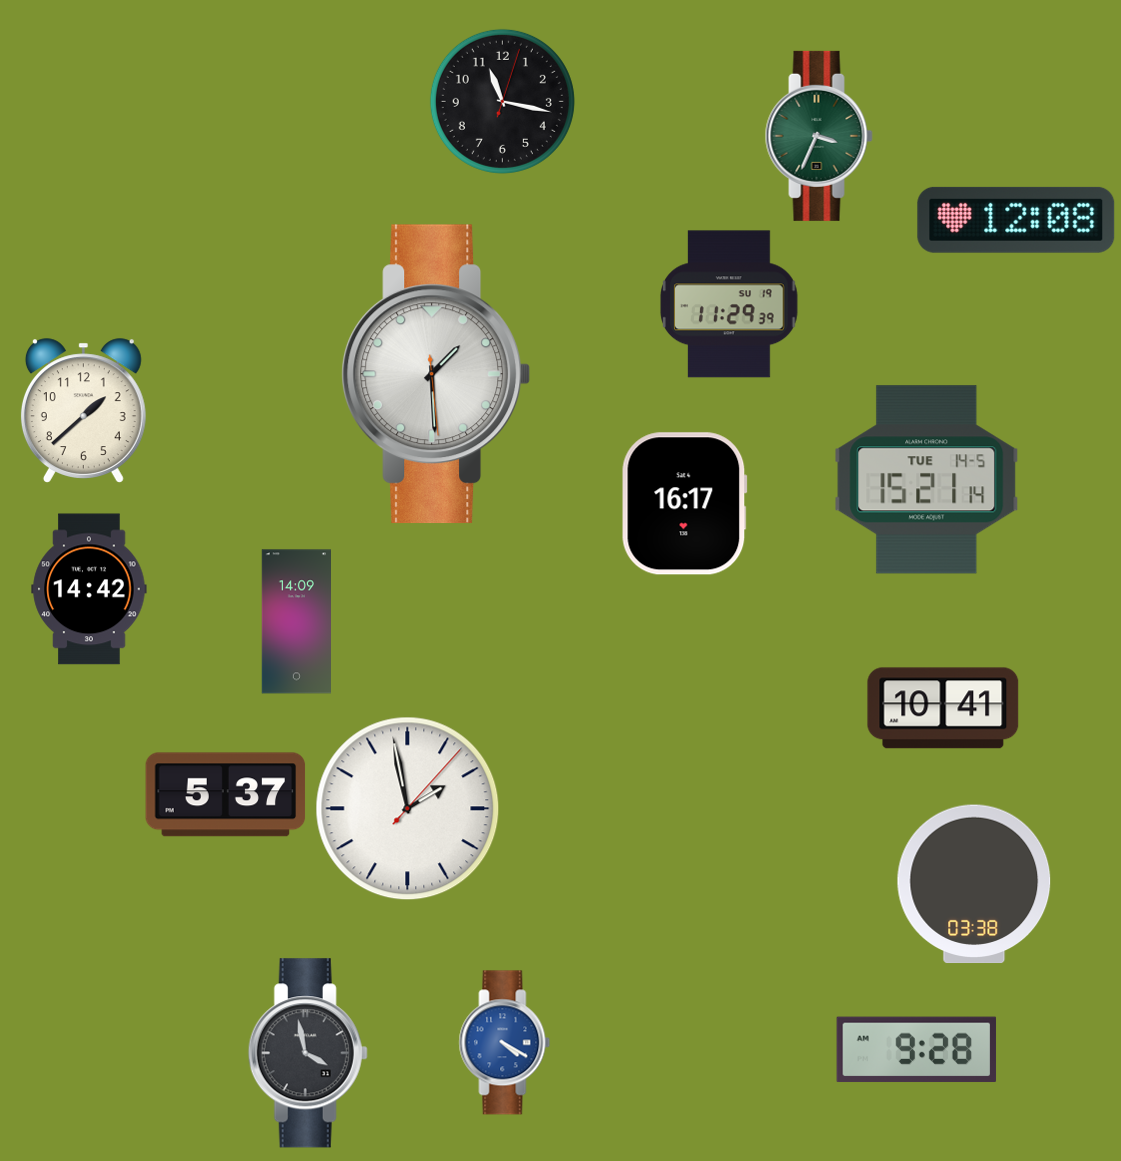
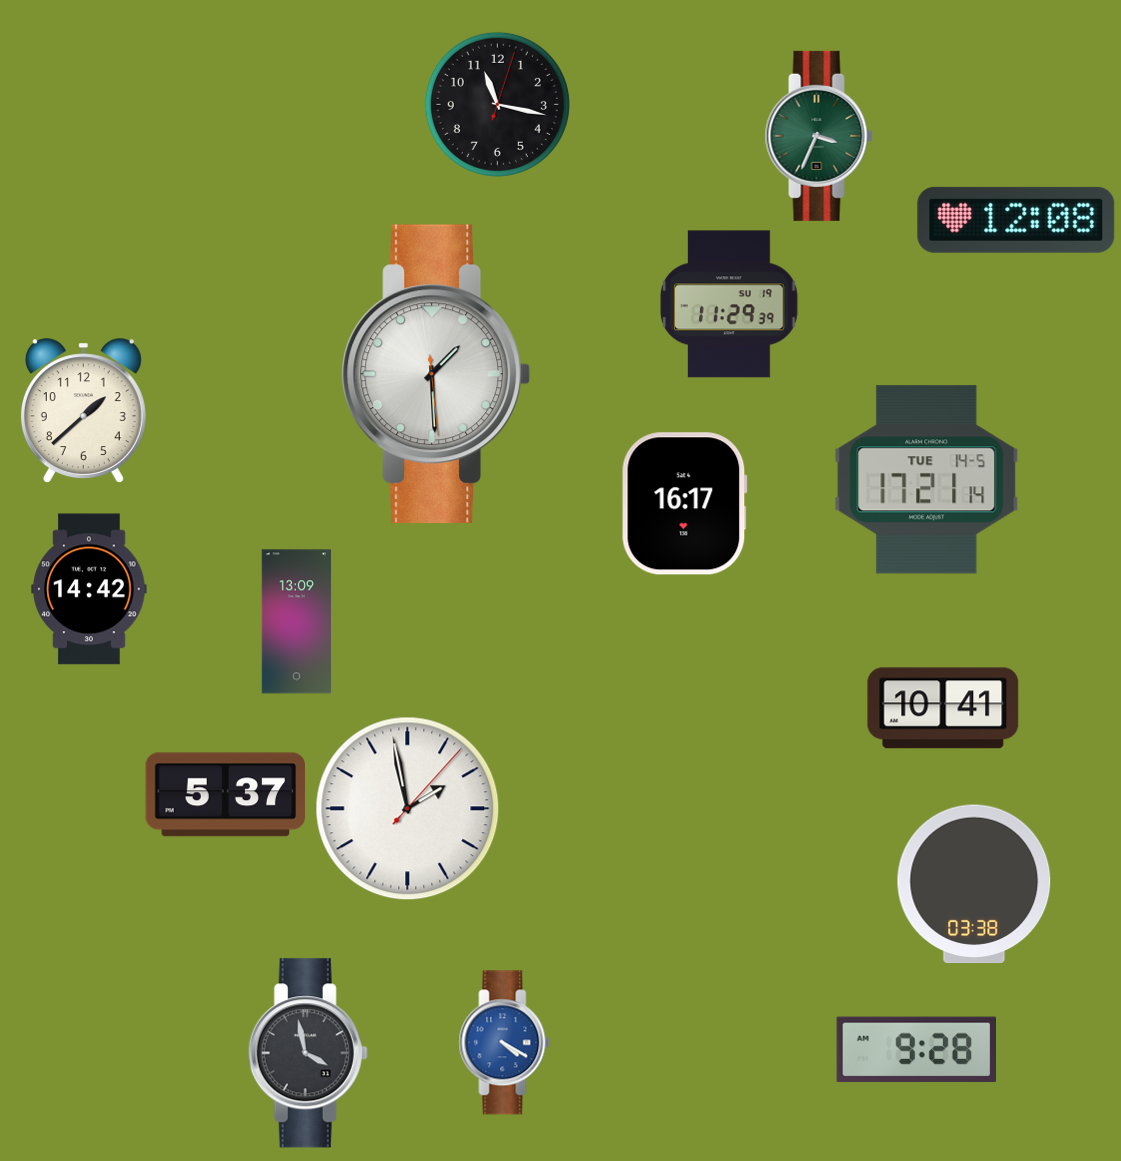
clock at (502, 101) position: (502, 101) -> (497, 104)
clock at (927, 480): 15:21 -> 17:21
clock at (297, 622): 14:09 -> 13:09
